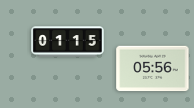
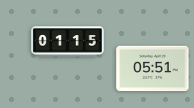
clock at (153, 69): 05:56 -> 05:51
